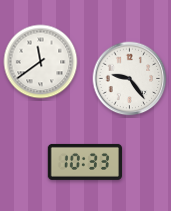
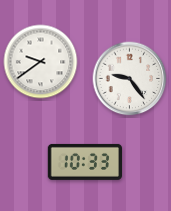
clock at (41, 62): 11:39 -> 9:39
